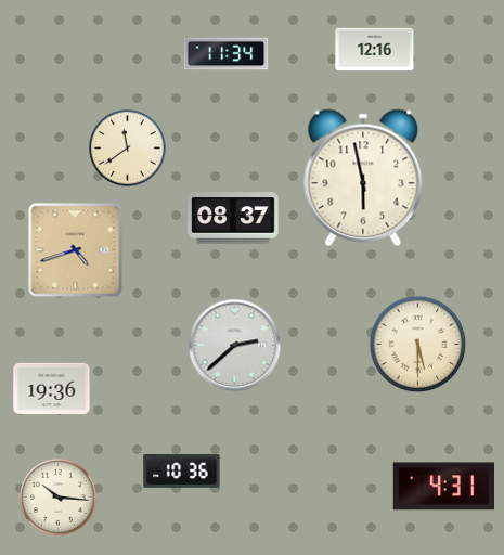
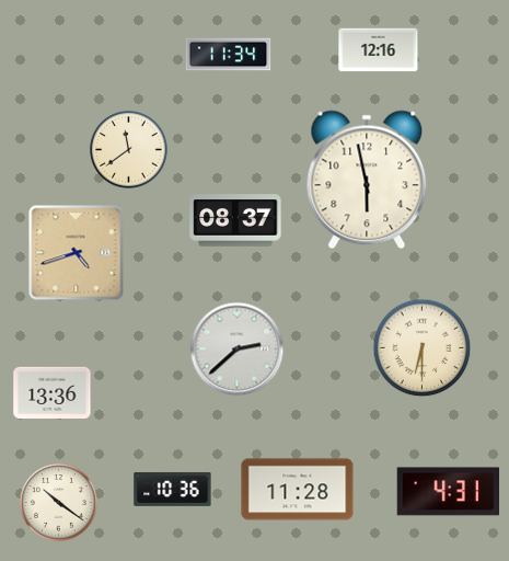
clock at (418, 345): 5:30 -> 6:30
clock at (52, 388): 19:36 -> 13:36
clock at (182, 470) position: (182, 470) -> (173, 489)
clock at (298, 490): none -> 11:28
clock at (59, 498): 10:16 -> 10:21
